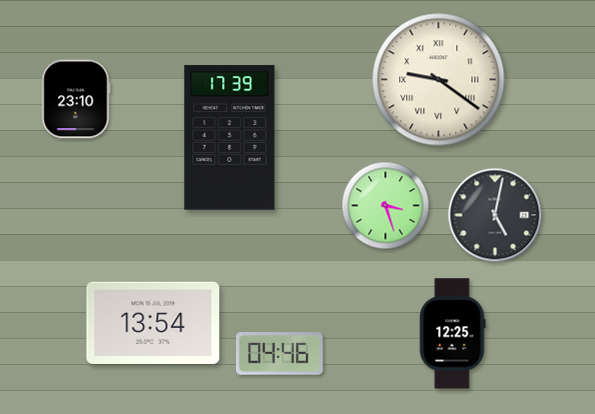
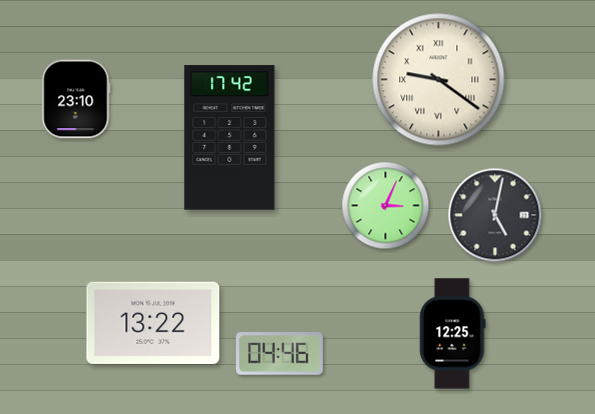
clock at (230, 138): 17:39 -> 17:42
clock at (386, 206): 3:27 -> 3:04
clock at (153, 323): 13:54 -> 13:22
